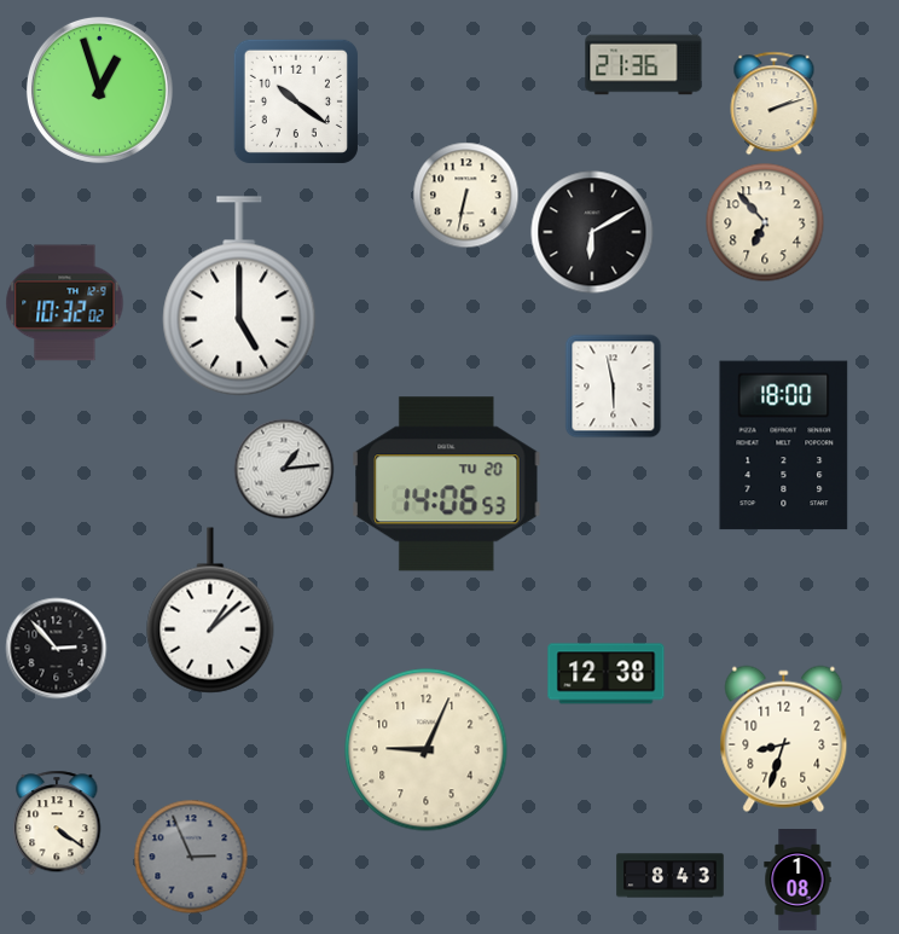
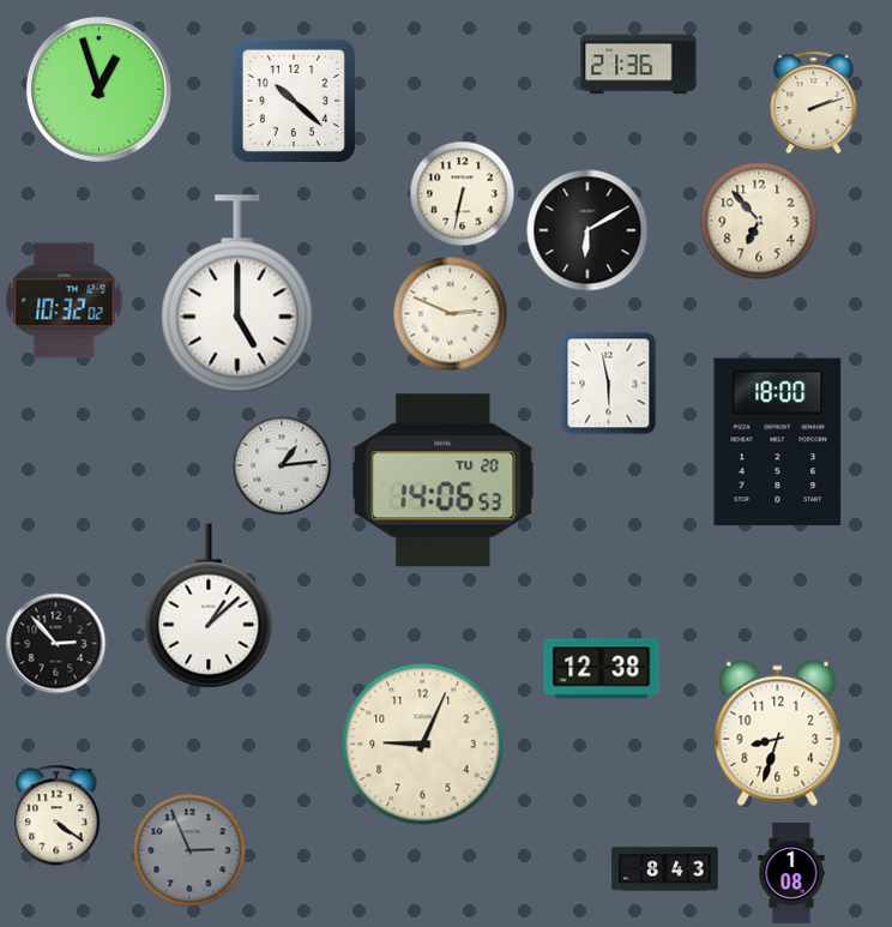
clock at (296, 101): 10:21 -> 10:22
clock at (775, 104) position: (775, 104) -> (814, 103)
clock at (451, 314): none -> 2:49
